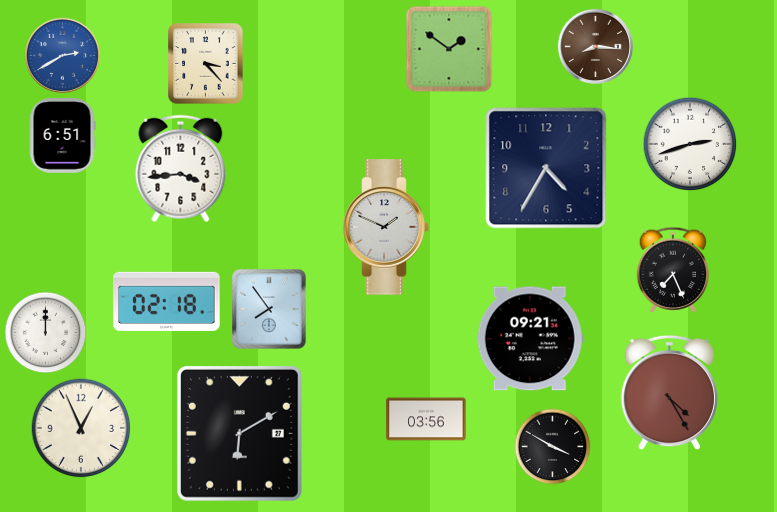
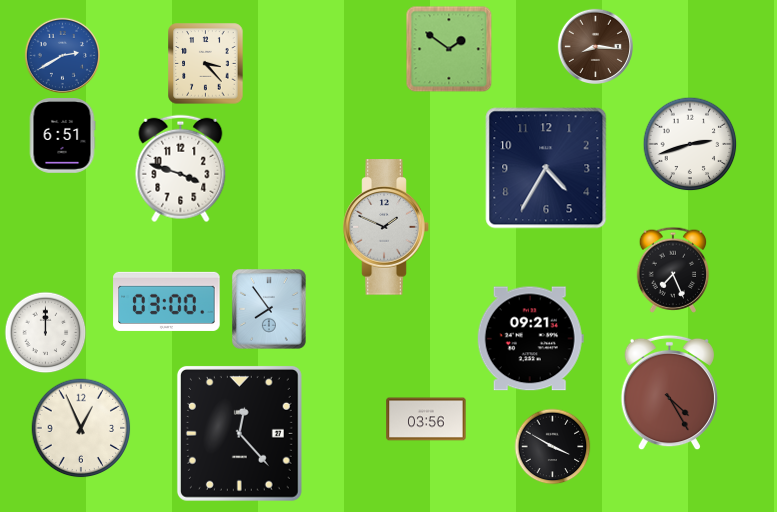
clock at (181, 169): 3:44 -> 3:48
clock at (167, 301): 02:18 -> 03:00
clock at (239, 433): 6:10 -> 12:23
